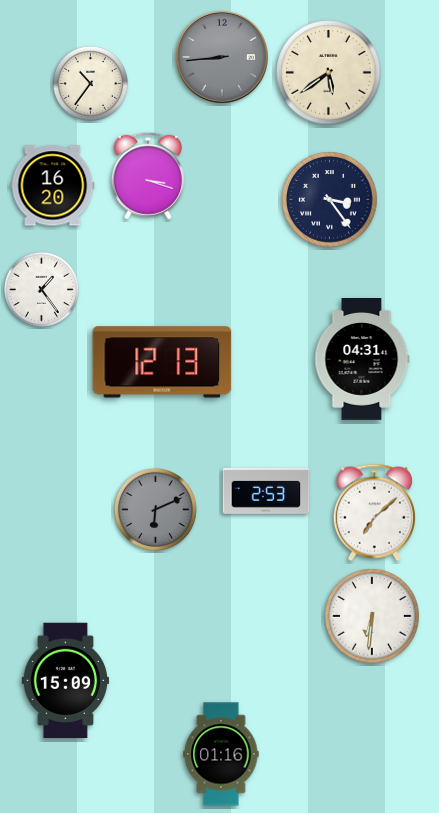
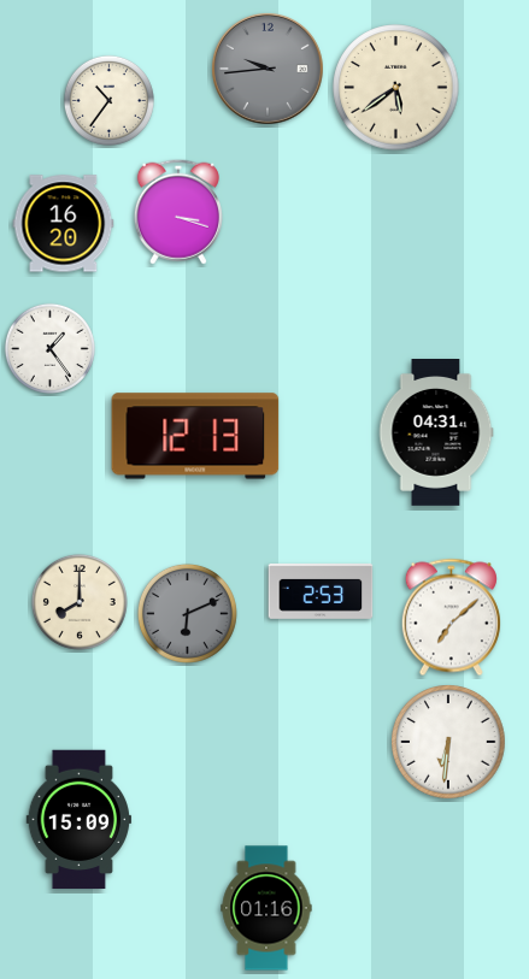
clock at (222, 57): 8:44 -> 9:44
clock at (330, 200): 3:24 -> none
clock at (80, 602): none -> 8:00
